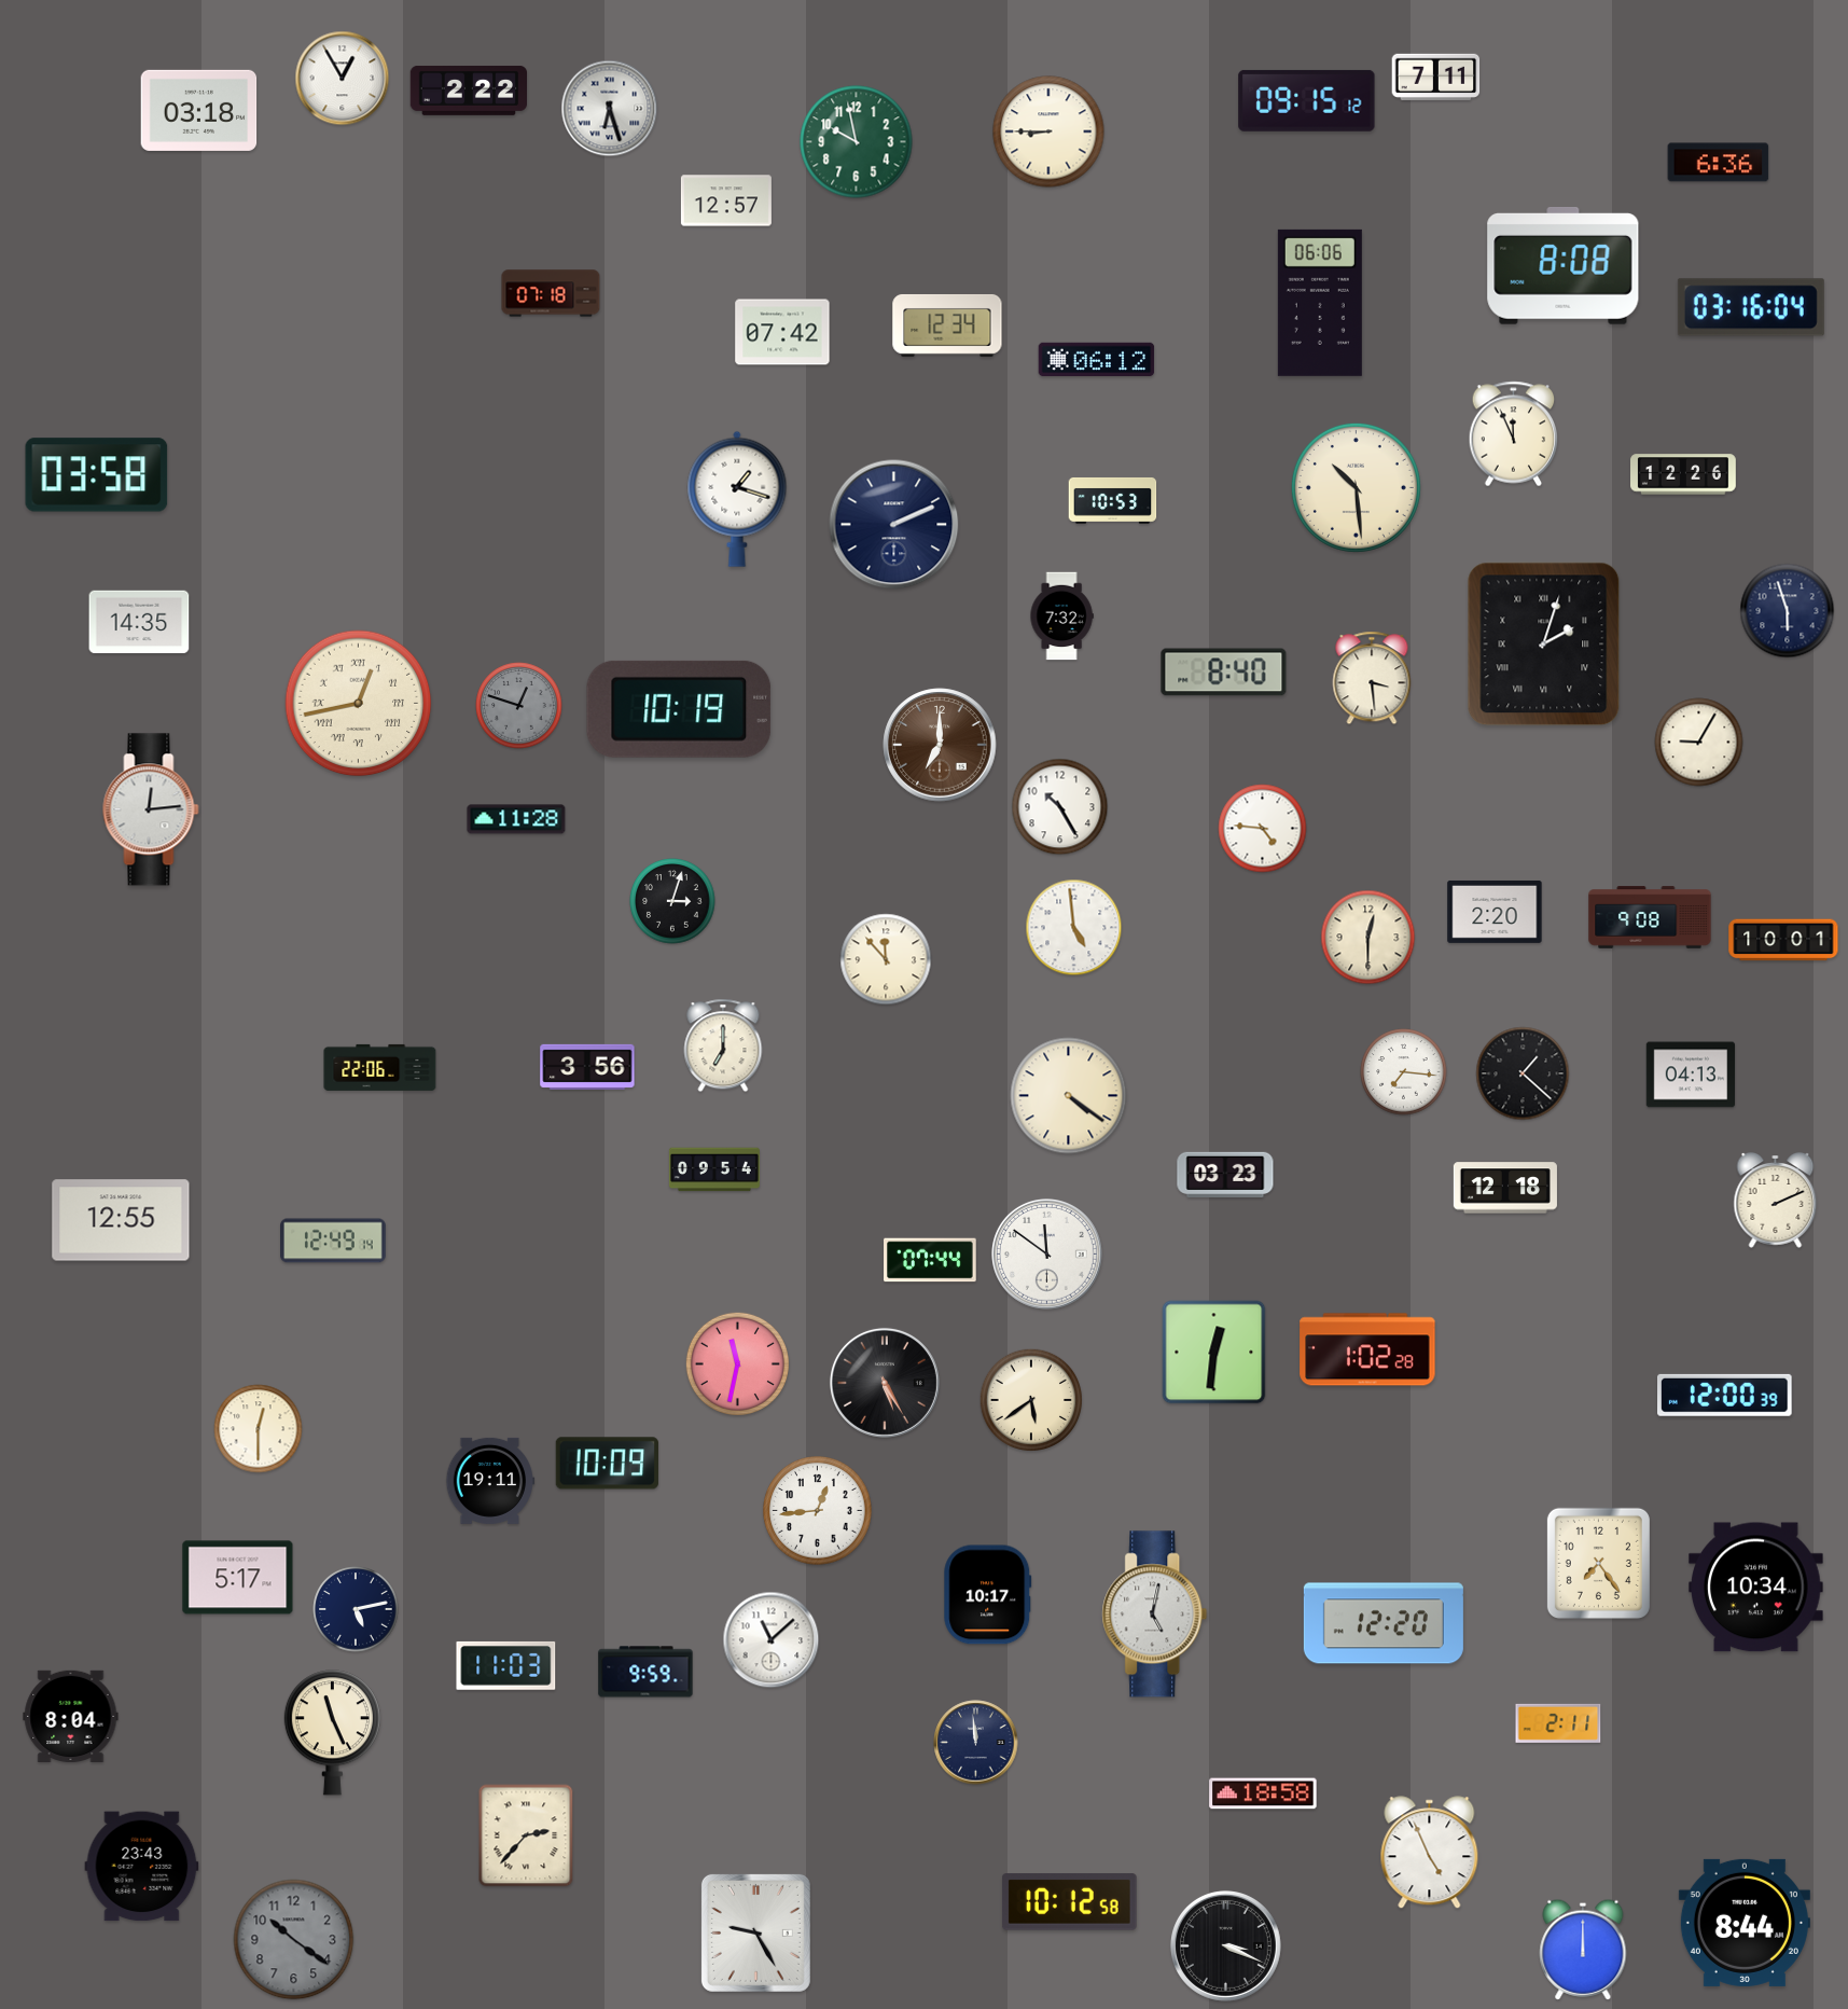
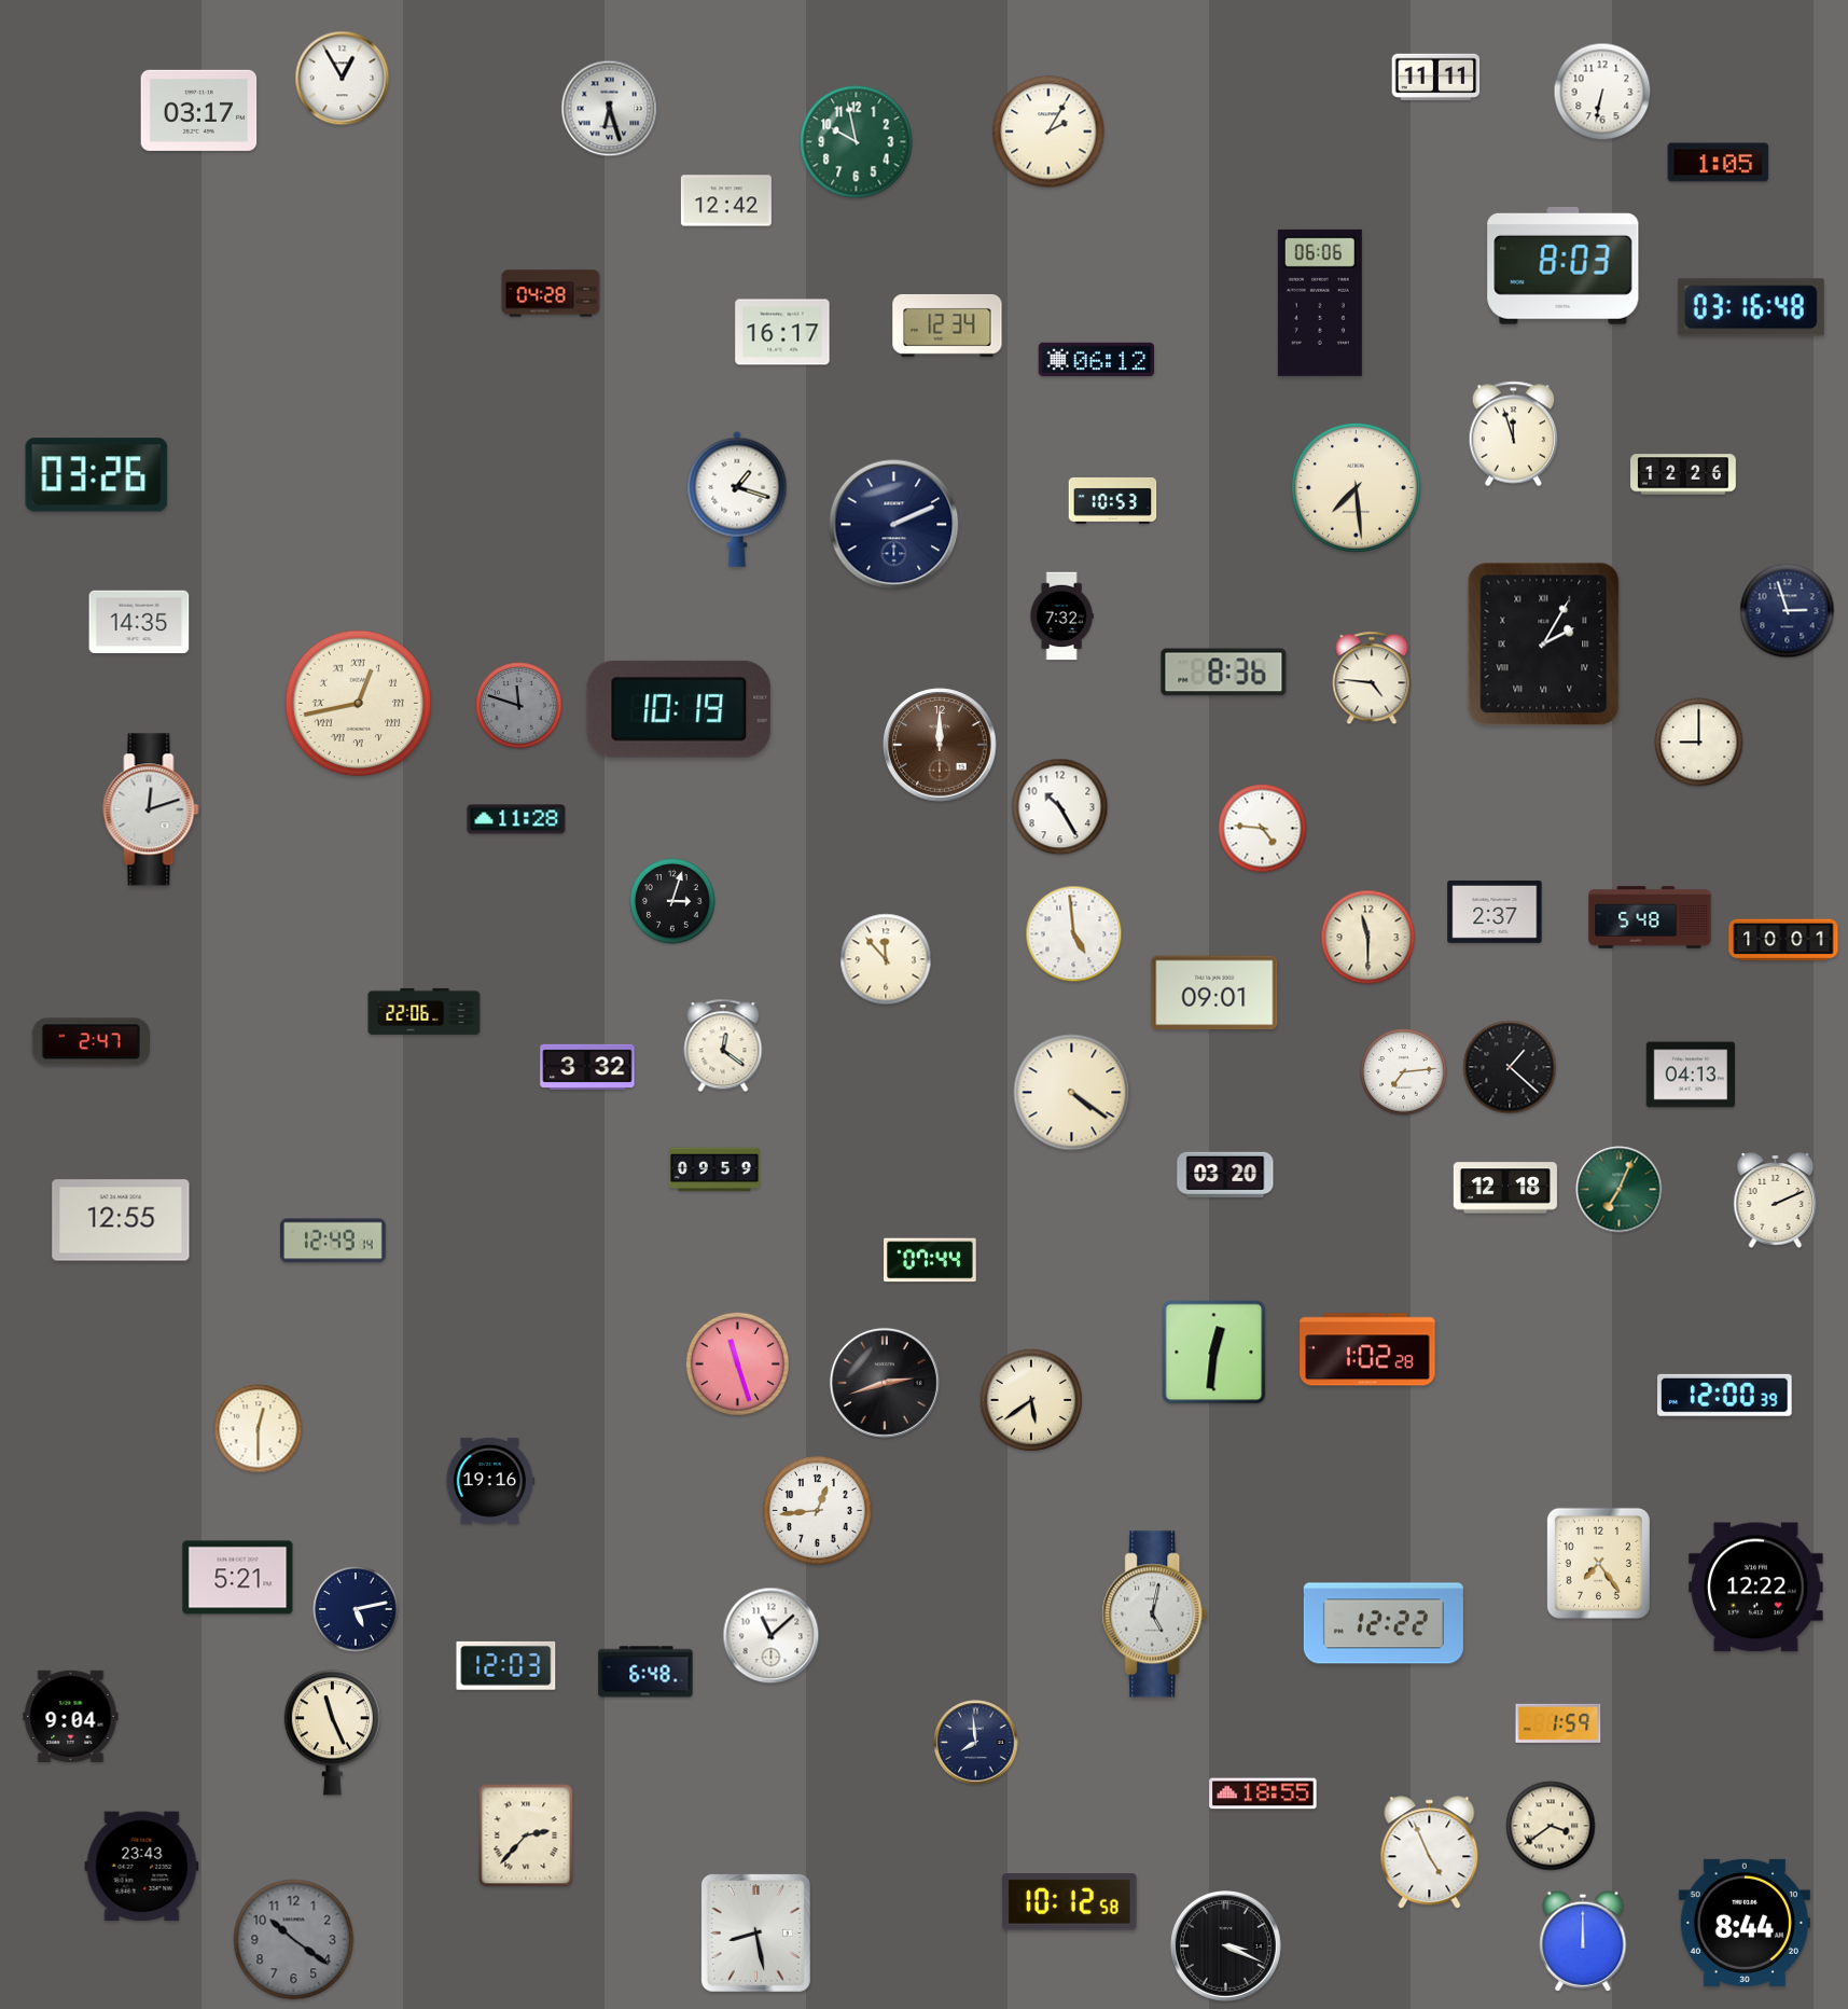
clock at (1436, 77): 7:11 -> 11:11
clock at (469, 91): 2:22 -> none
clock at (1602, 92): none -> 6:32
clock at (1307, 100): 09:15 -> none
clock at (199, 110): 03:18 -> 03:17
clock at (1048, 131): 8:45 -> 2:05
clock at (1719, 163): 6:36 -> 1:05
clock at (726, 200): 12:57 -> 12:42
clock at (1564, 265): 8:08 -> 8:03
clock at (551, 293): 07:18 -> 04:28
clock at (1751, 307): 03:16:04 -> 03:16:48
clock at (782, 332): 07:42 -> 16:17
clock at (1514, 434): 11:56 -> 11:57
clock at (97, 475): 03:58 -> 03:26
clock at (1356, 487): 10:29 -> 7:29
clock at (1788, 611): 5:57 -> 2:57
clock at (1544, 645): 2:03 -> 2:05
clock at (1224, 673): 8:40 -> 8:36
clock at (1372, 678): 3:29 -> 4:46
clock at (519, 706): 12:48 -> 11:48
clock at (1699, 743): 9:05 -> 9:00
clock at (940, 745): 7:00 -> 12:00
clock at (151, 809): 12:14 -> 12:12
clock at (1495, 912): 2:20 -> 2:37
clock at (1650, 917): 9:08 -> 5:48
clock at (1074, 928) position: (1074, 928) -> (1074, 934)
clock at (1368, 938): 12:30 -> 11:30
clock at (1214, 993): none -> 09:01
clock at (91, 1042): none -> 2:47
clock at (723, 1045): 7:00 -> 12:21
clock at (380, 1067) position: (380, 1067) -> (425, 1011)
clock at (587, 1067): 3:56 -> 3:32
clock at (1404, 1072): 7:16 -> 7:14
clock at (1523, 1073) position: (1523, 1073) -> (1510, 1067)
clock at (1069, 1096) position: (1069, 1096) -> (1072, 1093)
clock at (714, 1169): 09:54 -> 09:59
clock at (1225, 1174): 03:23 -> 03:20
clock at (1620, 1190): none -> 7:04
clock at (1046, 1253): 11:51 -> none
clock at (737, 1363): 11:32 -> 11:27
clock at (885, 1383): 5:25 -> 2:42
clock at (607, 1464): 10:09 -> none
clock at (490, 1481): 19:11 -> 19:16
clock at (238, 1578): 5:17 -> 5:21
clock at (1756, 1588): 10:34 -> 12:22
clock at (988, 1595): 10:17 -> none
clock at (1384, 1623): 12:20 -> 12:22
clock at (772, 1640) position: (772, 1640) -> (772, 1636)
clock at (506, 1665): 11:03 -> 12:03
clock at (645, 1672): 9:59 -> 6:48
clock at (71, 1716): 8:04 -> 9:04
clock at (1558, 1723): 2:11 -> 1:59
clock at (976, 1743): 11:59 -> 7:59
clock at (1263, 1793): 18:58 -> 18:55
clock at (1551, 1826): none -> 3:39
clock at (755, 1932): 9:25 -> 8:28
clock at (1583, 1950) position: (1583, 1950) -> (1583, 1941)
